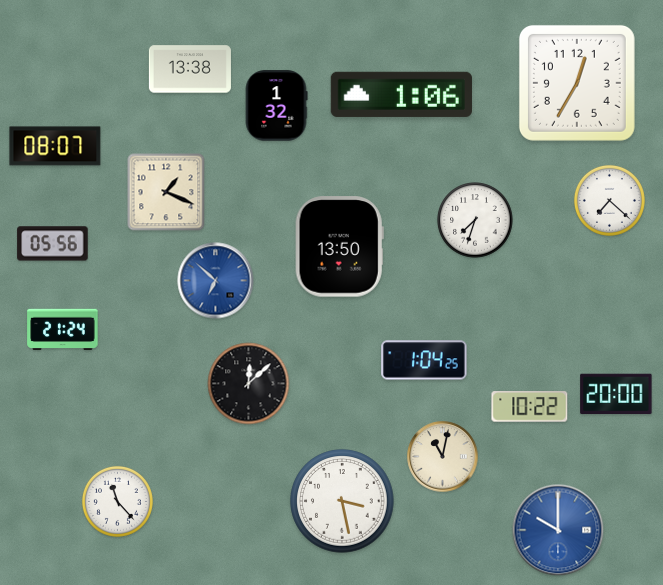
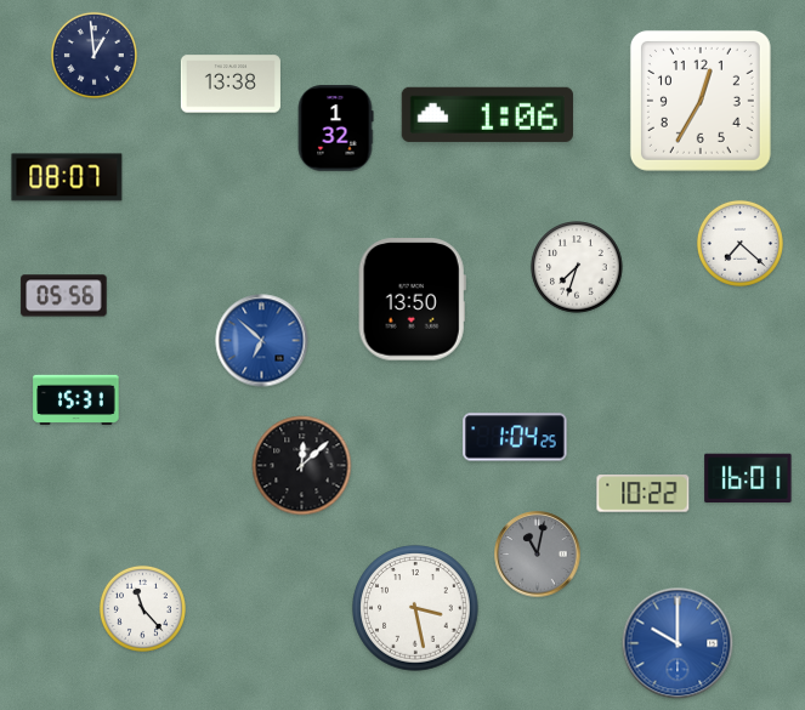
clock at (93, 55): none -> 12:59
clock at (166, 192): 1:19 -> none
clock at (63, 330): 21:24 -> 15:31
clock at (616, 393): 20:00 -> 16:01
clock at (443, 457) dial: cream -> grey
